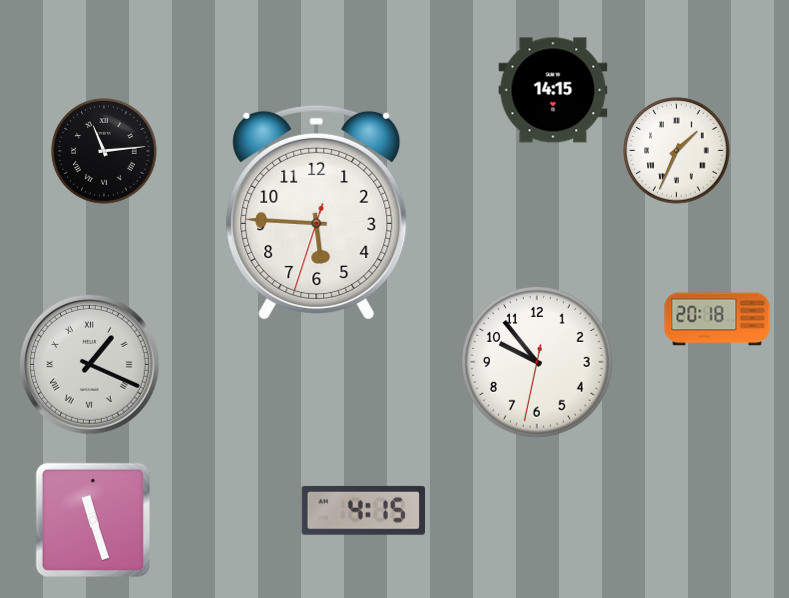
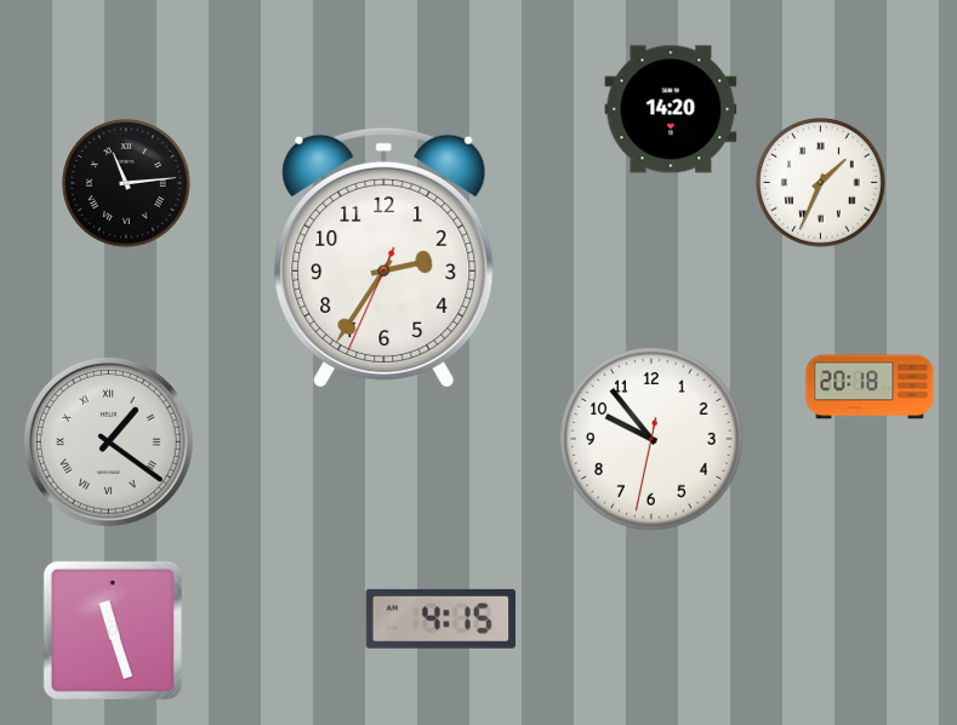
clock at (553, 90): 14:15 -> 14:20
clock at (317, 212): 5:45 -> 2:35
clock at (89, 364): 1:19 -> 1:21
